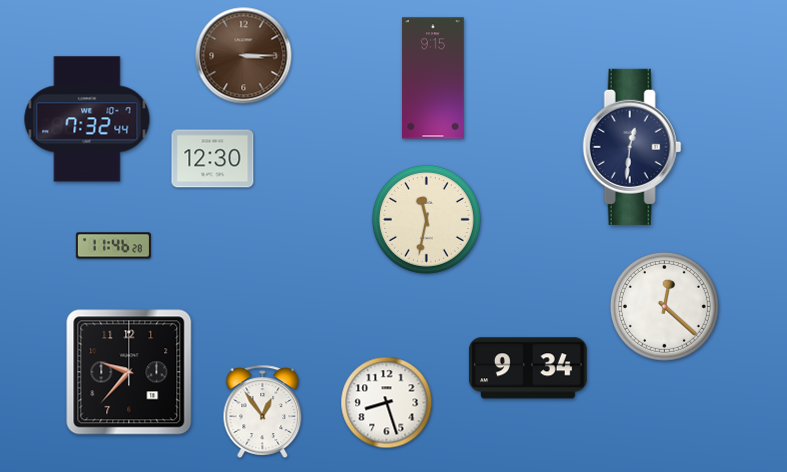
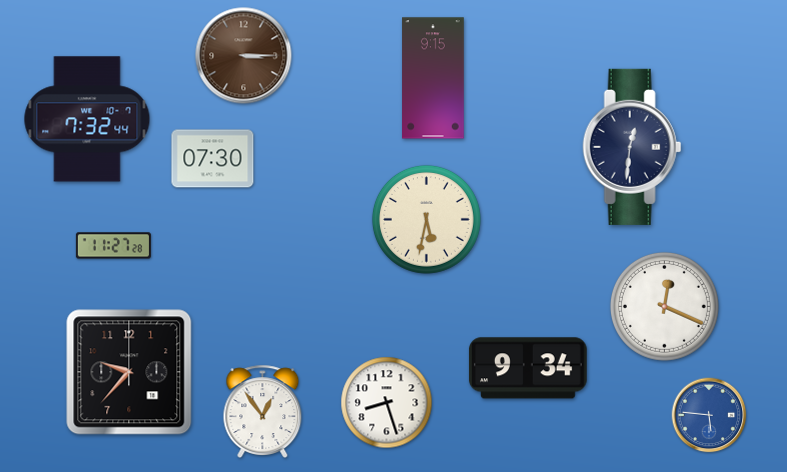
clock at (213, 159): 12:30 -> 07:30
clock at (426, 219): 11:32 -> 5:32
clock at (113, 246): 11:46 -> 11:27
clock at (664, 306): 12:22 -> 12:19
clock at (709, 415): none -> 5:46
